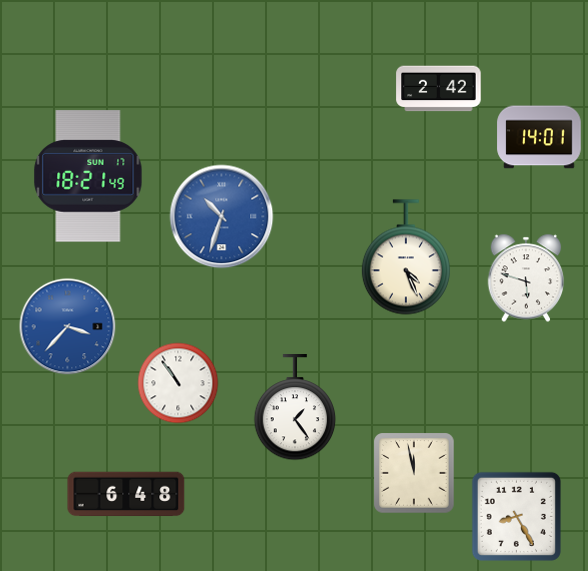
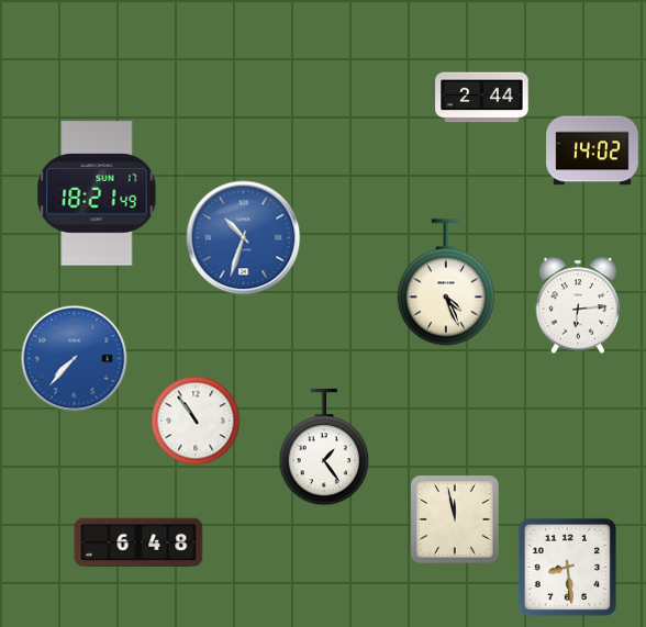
clock at (439, 89): 2:42 -> 2:44
clock at (539, 137): 14:01 -> 14:02
clock at (526, 278): 5:48 -> 6:14
clock at (68, 327): 3:37 -> 7:37
clock at (516, 516): 8:25 -> 8:29
